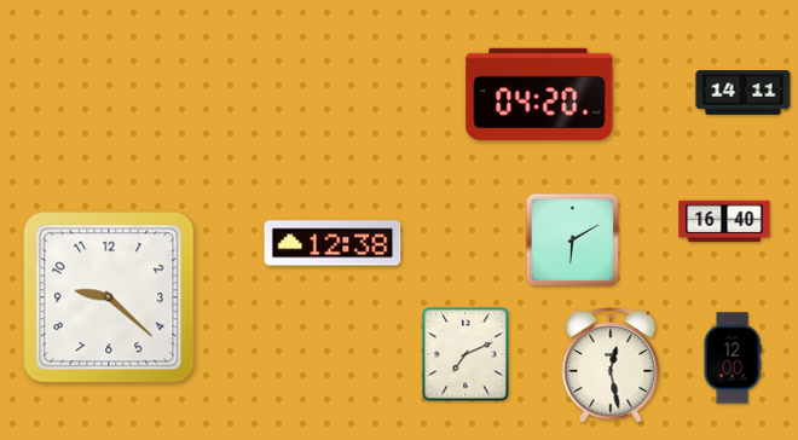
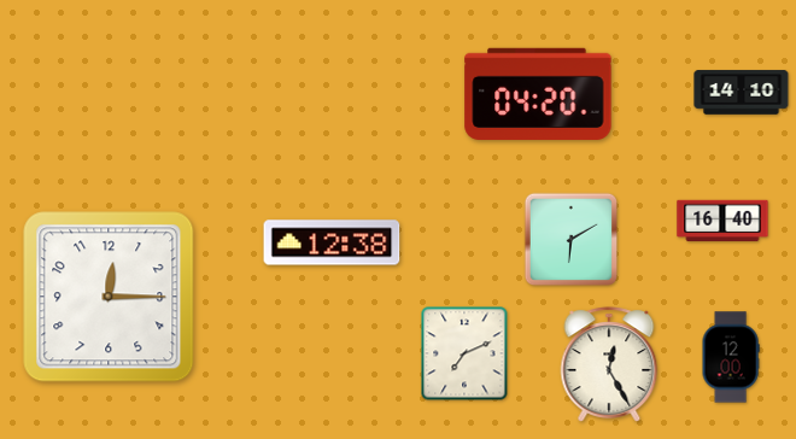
clock at (744, 93): 14:11 -> 14:10
clock at (109, 297): 9:22 -> 12:15
clock at (611, 365): 12:28 -> 12:25
